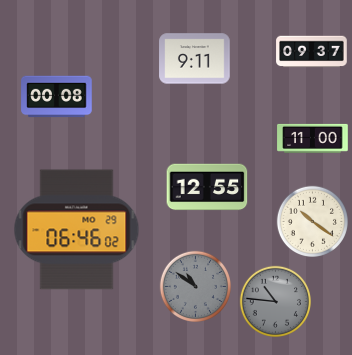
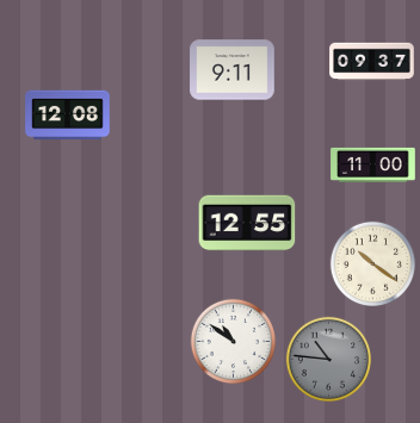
clock at (57, 97): 00:08 -> 12:08
clock at (77, 230): 06:46 -> none
clock at (195, 286) dial: grey -> white
